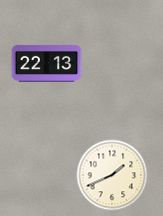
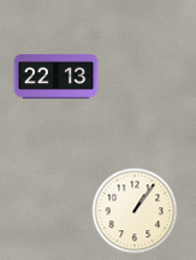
clock at (112, 175): 1:41 -> 1:06
